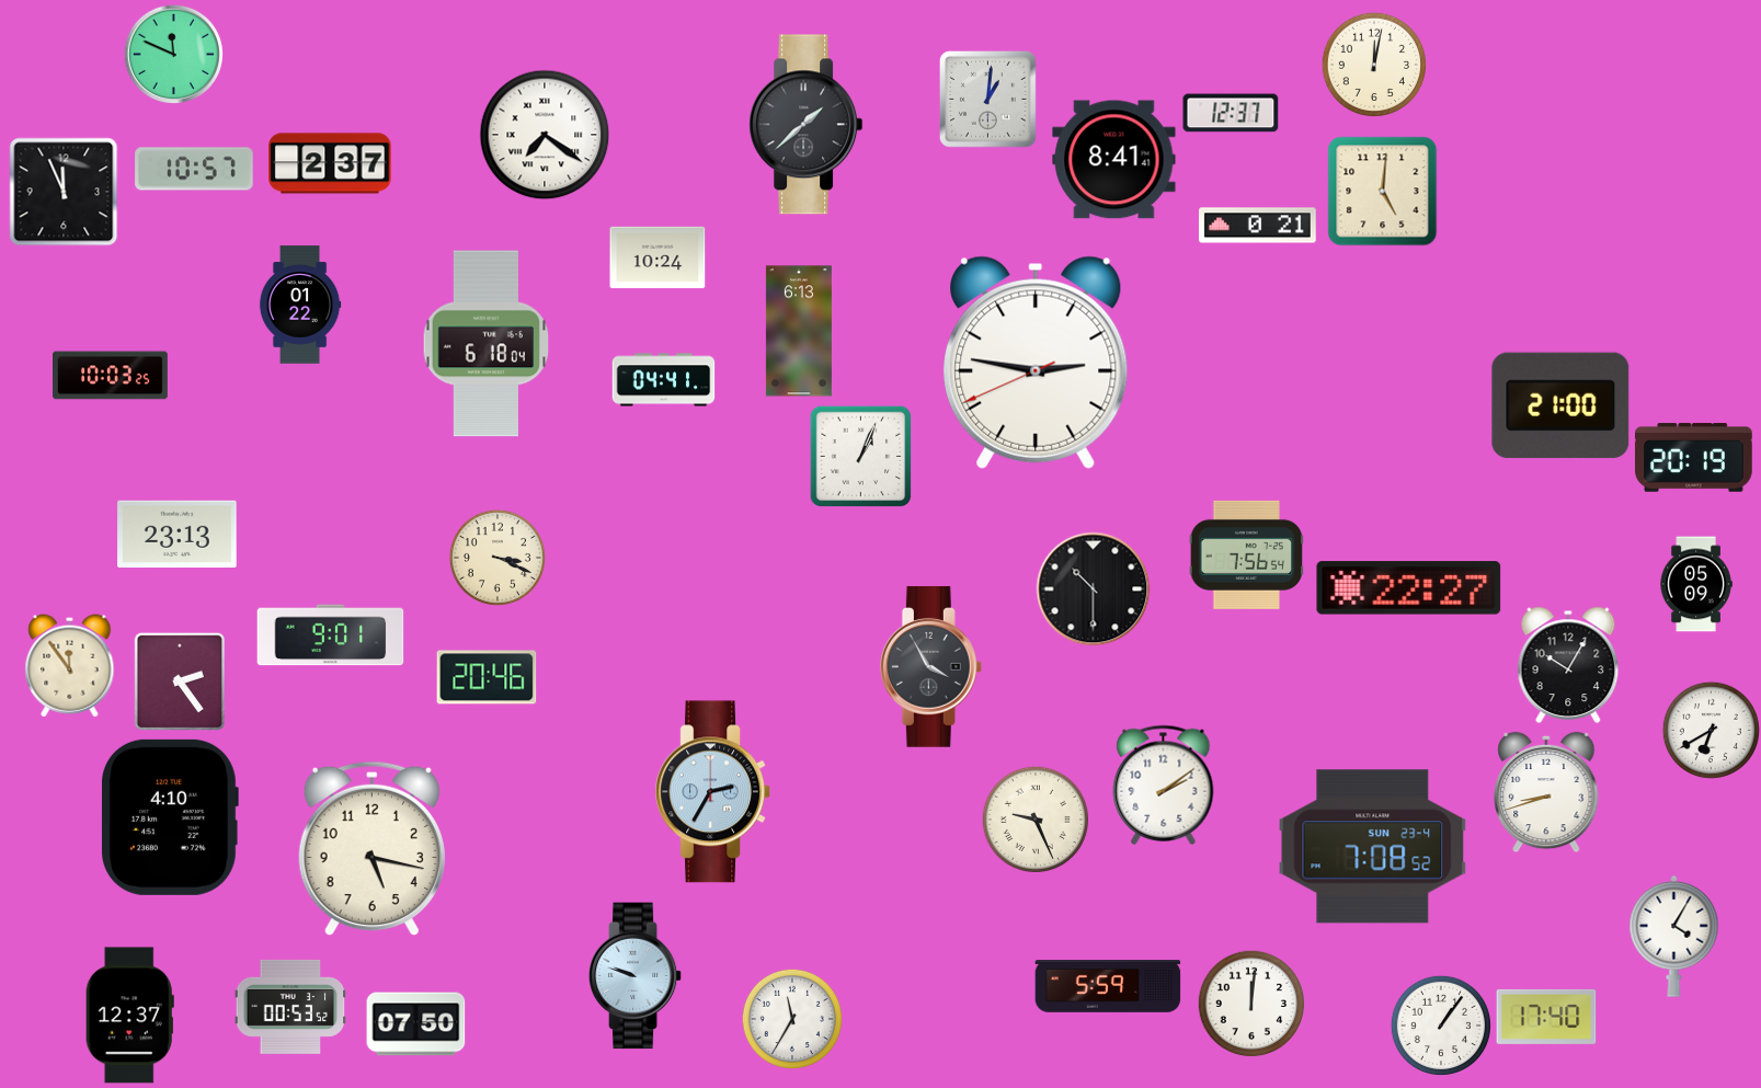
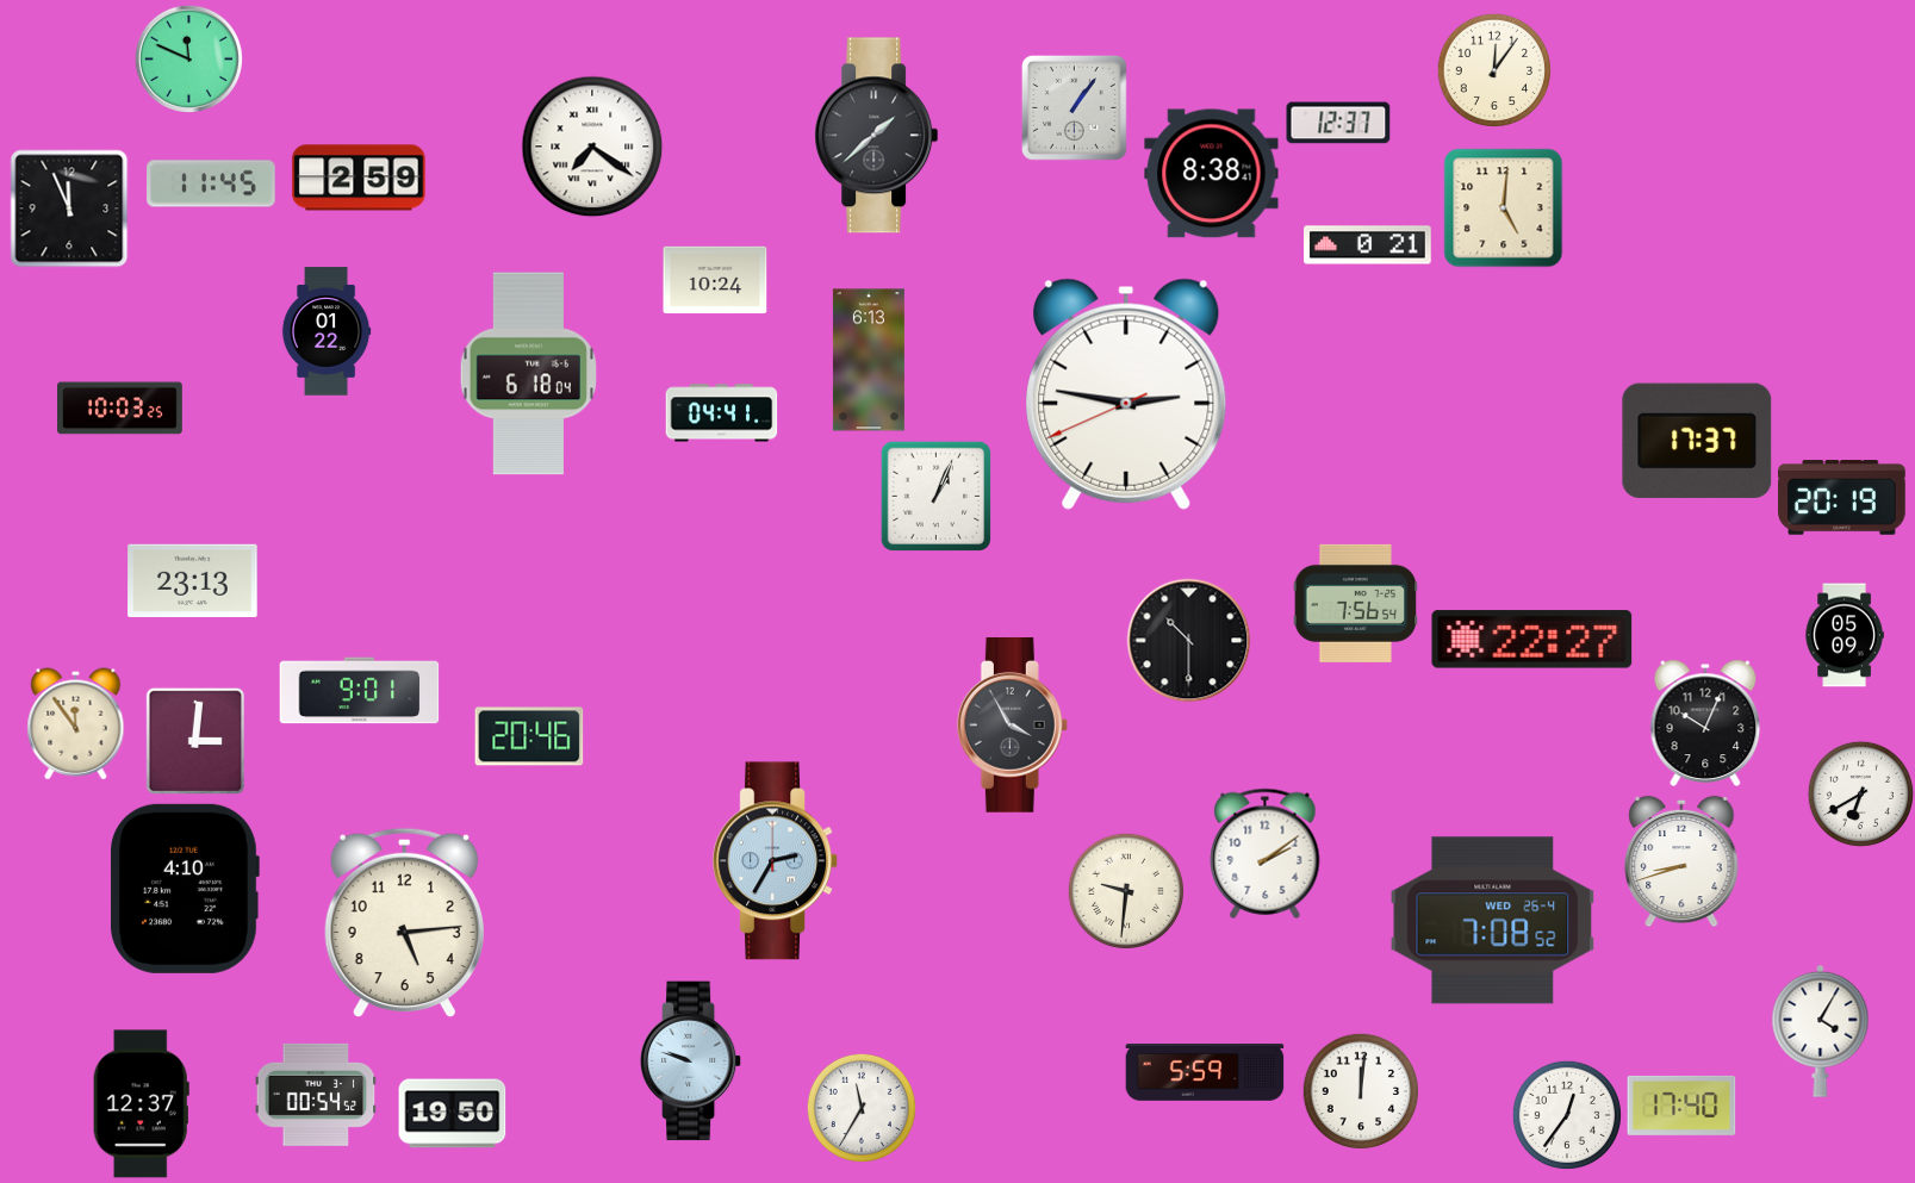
clock at (1373, 64): 12:02 -> 12:06
clock at (987, 99): 1:01 -> 1:06
clock at (1114, 160): 8:41 -> 8:38
clock at (330, 163): 2:37 -> 2:59
clock at (194, 169): 10:57 -> 11:45
clock at (1560, 405): 21:00 -> 17:37
clock at (498, 558): 3:19 -> none
clock at (1568, 665): 10:05 -> 10:04
clock at (179, 682): 2:24 -> 3:01
clock at (1034, 818): 9:26 -> 9:31
clock at (1373, 847) date: SUN 23-4 -> WED 26-4
clock at (371, 849): 5:17 -> 5:14
clock at (1674, 936) position: (1674, 936) -> (1821, 1031)
clock at (290, 1007): 00:53 -> 00:54
clock at (416, 1024): 07:50 -> 19:50
clock at (1441, 1026): 1:06 -> 12:36
